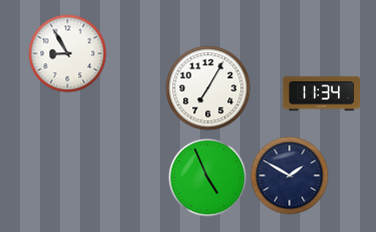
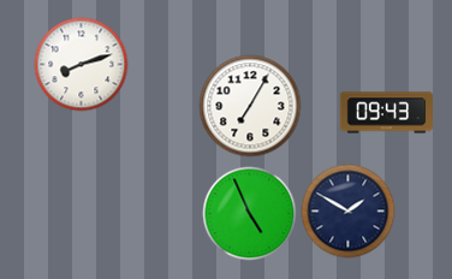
clock at (67, 53): 8:55 -> 8:12
clock at (321, 94): 11:34 -> 09:43
